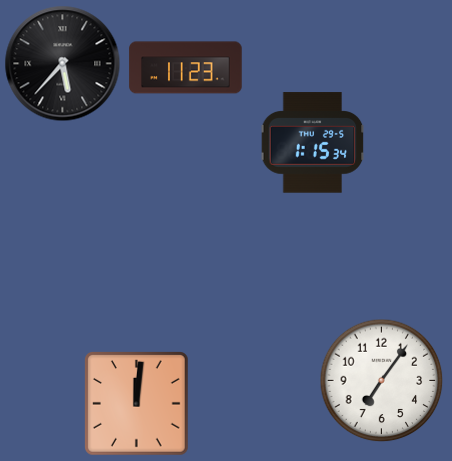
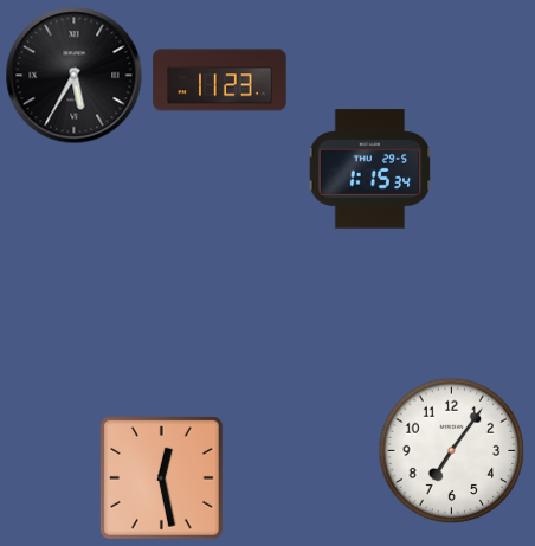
clock at (63, 64): 5:37 -> 5:35
clock at (137, 404): 12:01 -> 12:28
